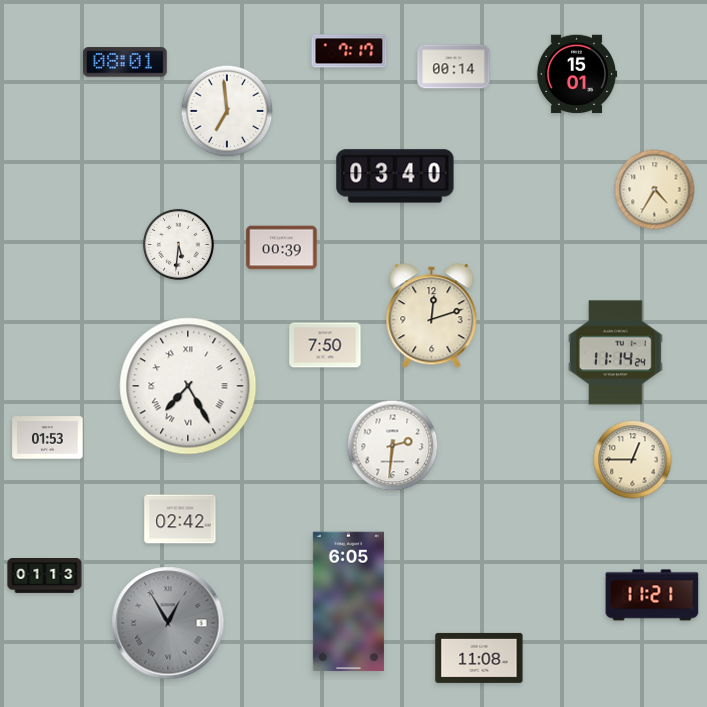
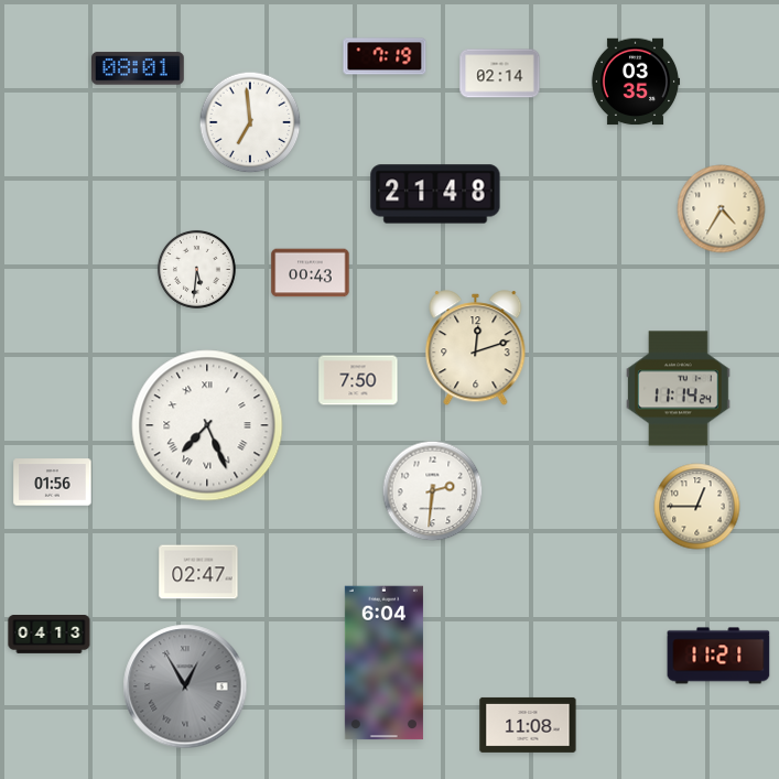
clock at (349, 51): 7:17 -> 7:19
clock at (454, 67): 00:14 -> 02:14
clock at (577, 74): 15:01 -> 03:35
clock at (395, 176): 03:40 -> 21:48
clock at (282, 248): 00:39 -> 00:43
clock at (188, 386): 7:25 -> 7:26
clock at (48, 438): 01:53 -> 01:56
clock at (180, 519): 02:42 -> 02:47
clock at (45, 576): 01:13 -> 04:13
clock at (348, 602): 6:05 -> 6:04
